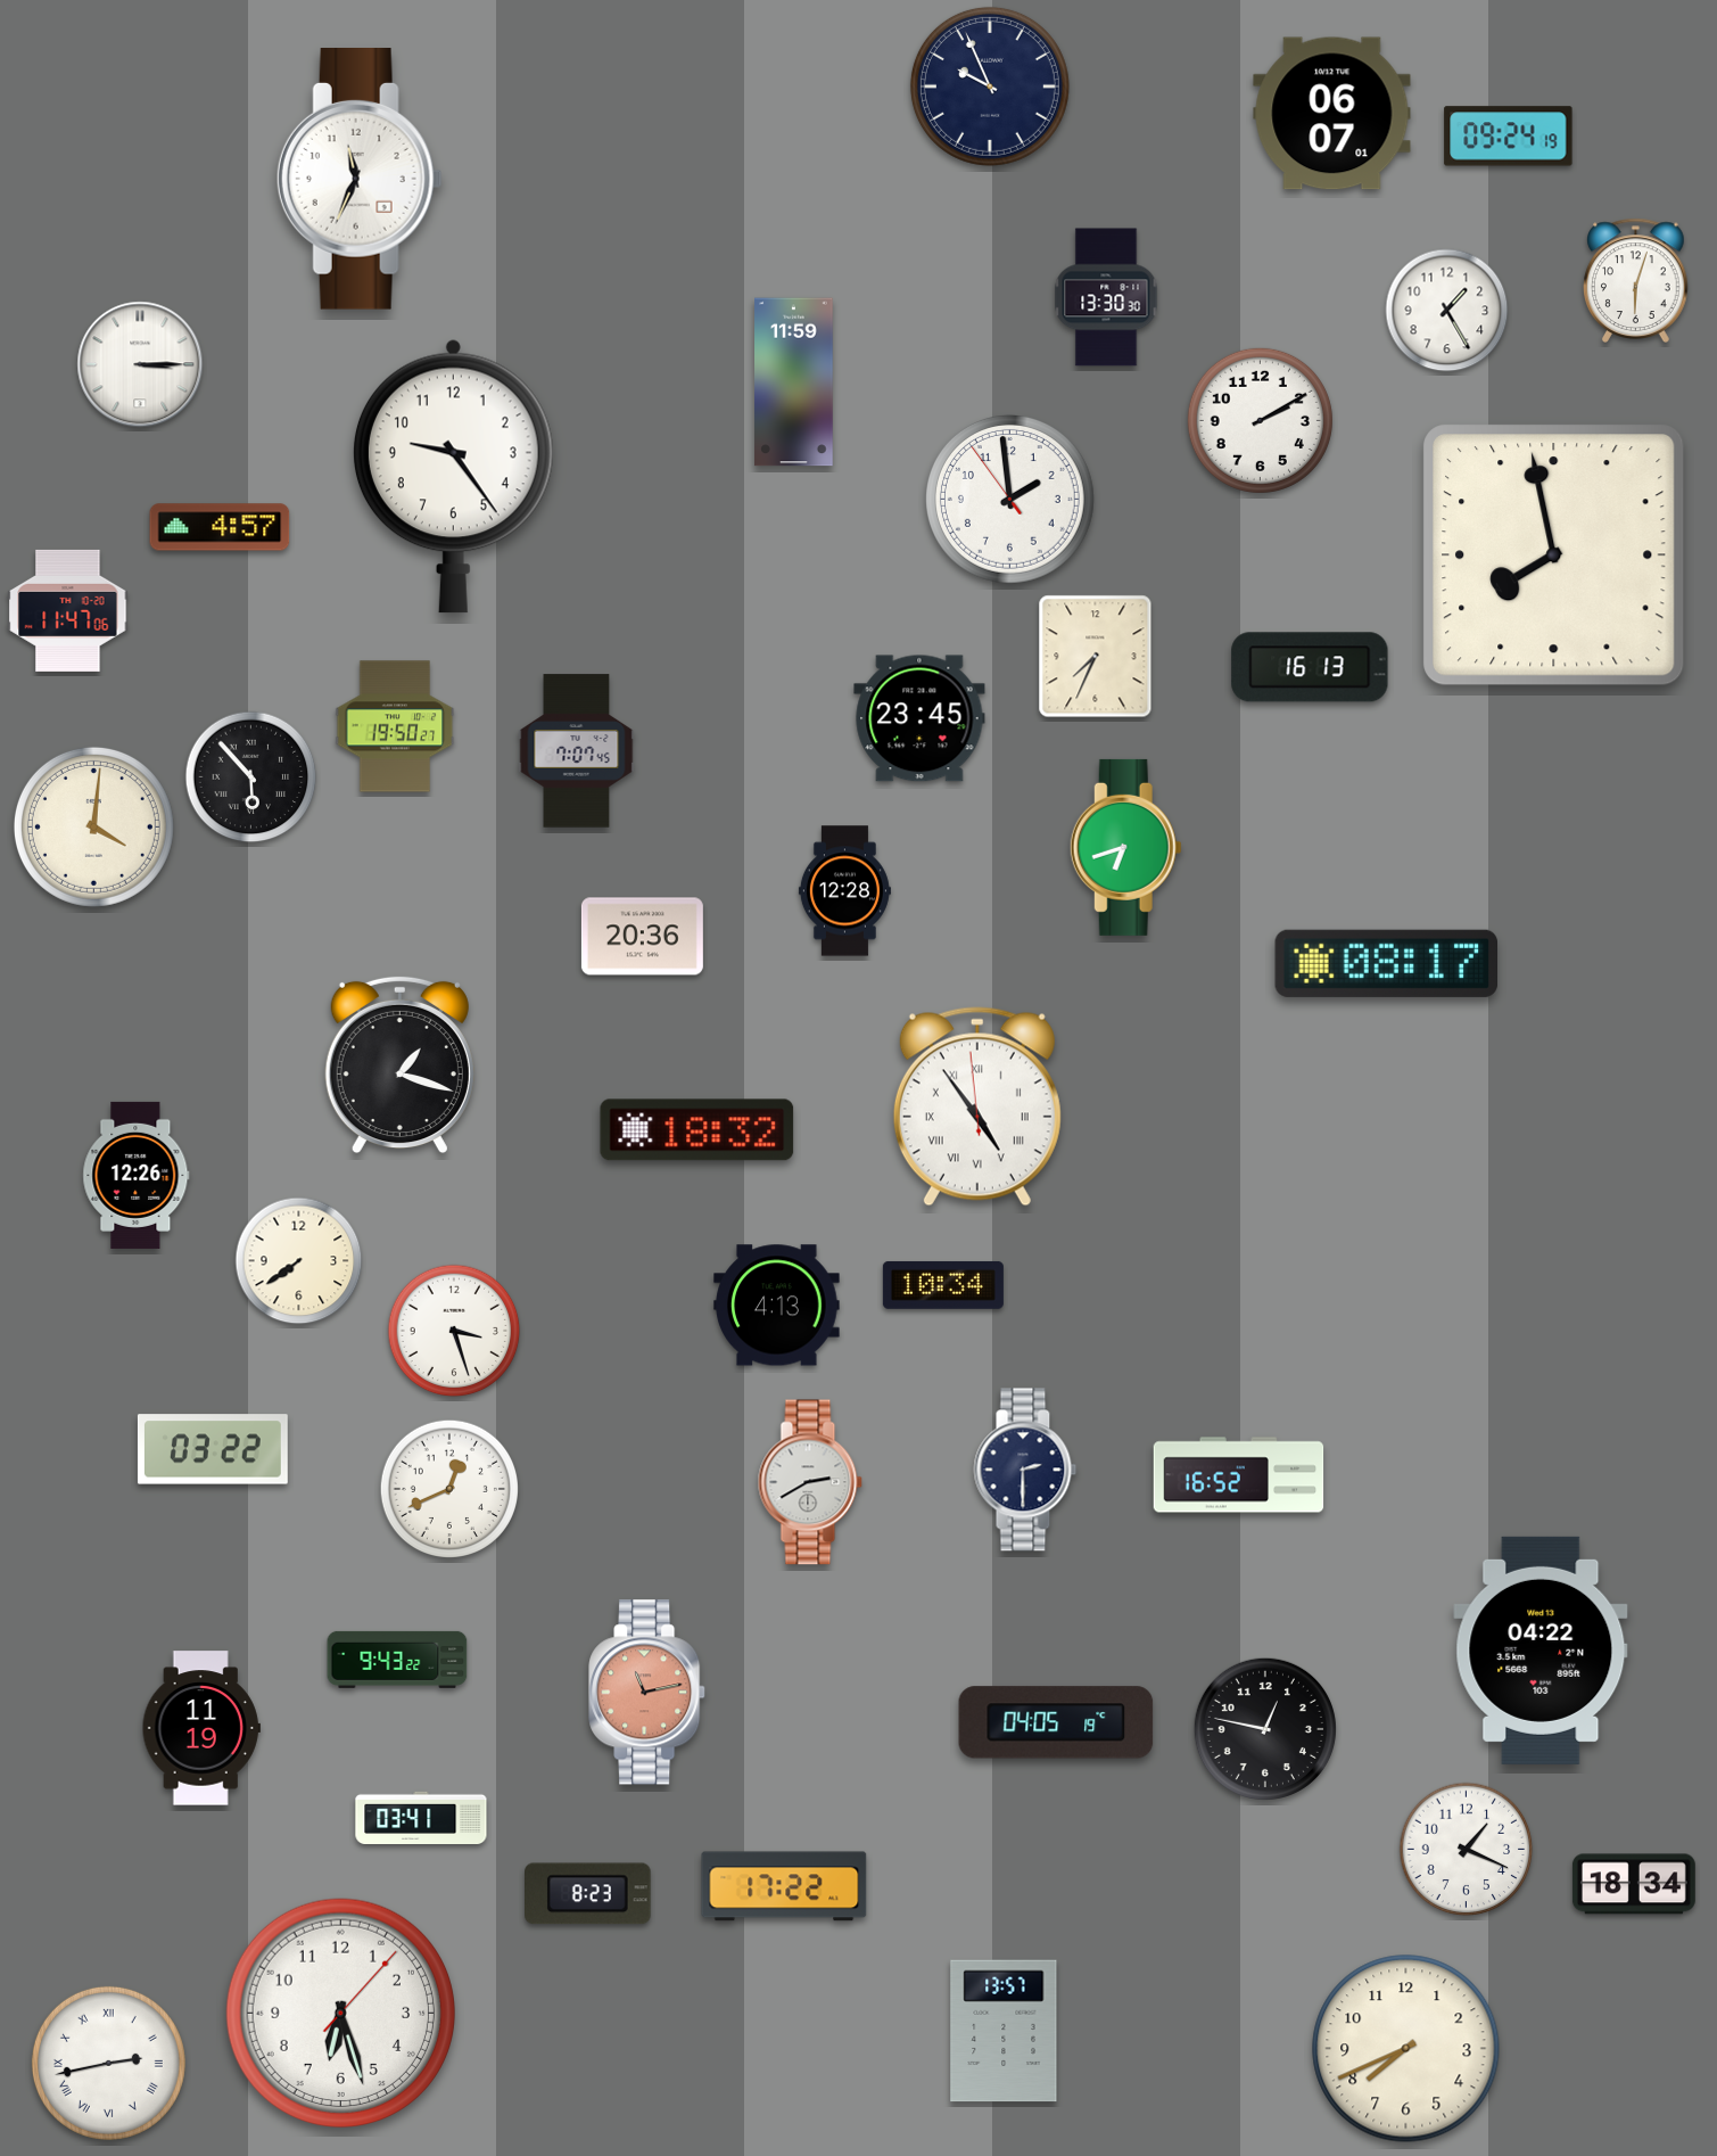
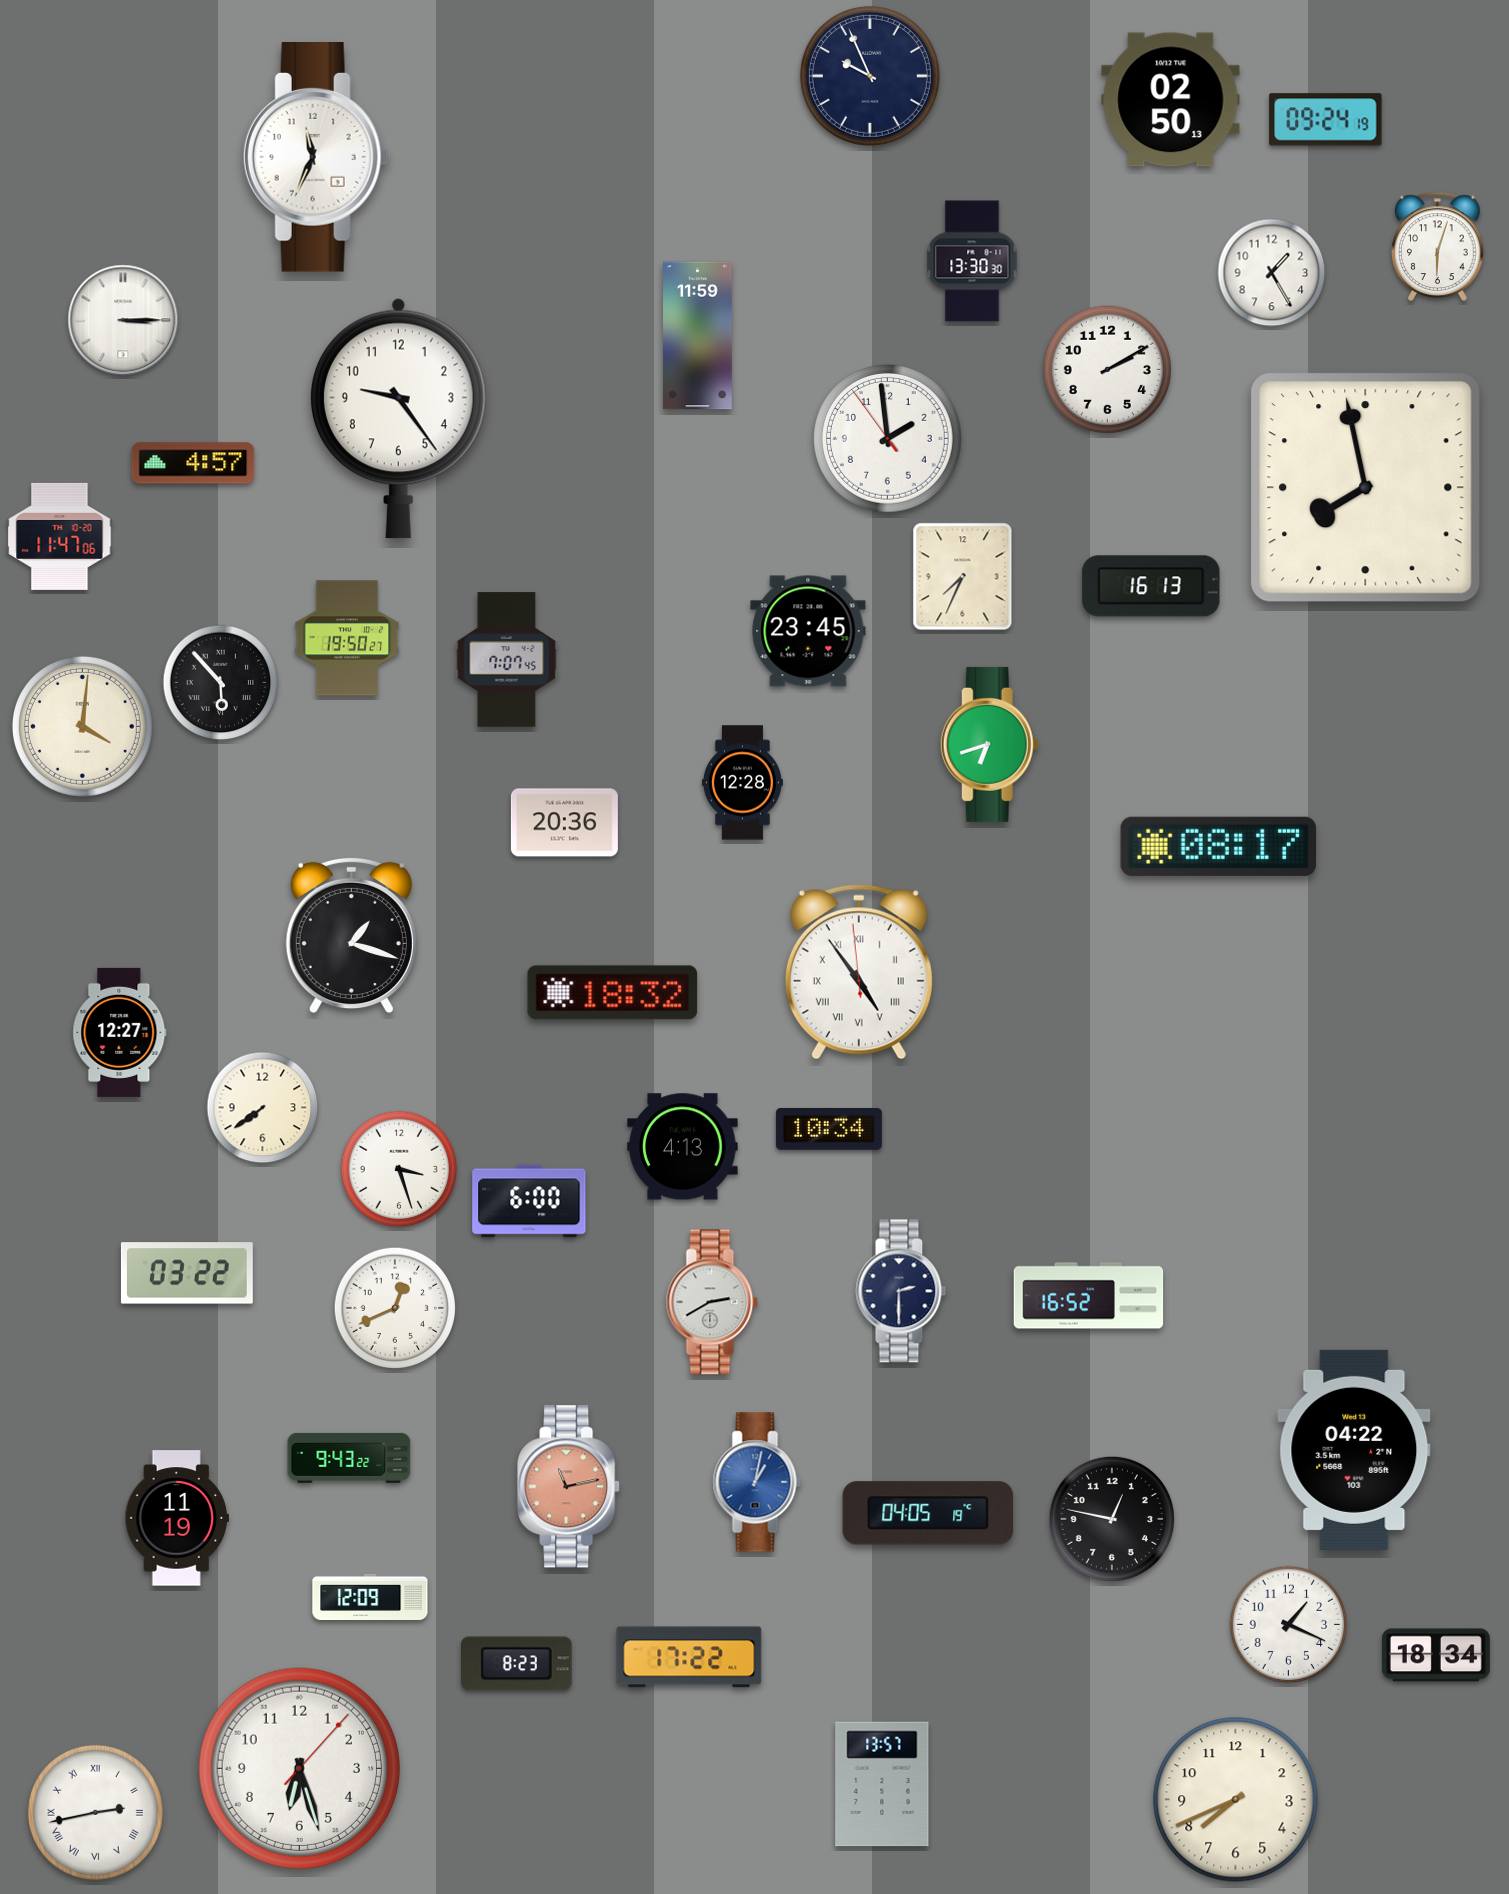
clock at (1332, 114): 06:07 -> 02:50
clock at (137, 1175): 12:26 -> 12:27
clock at (529, 1201): none -> 6:00
clock at (757, 1482): none -> 1:02
clock at (421, 1818): 03:41 -> 12:09
